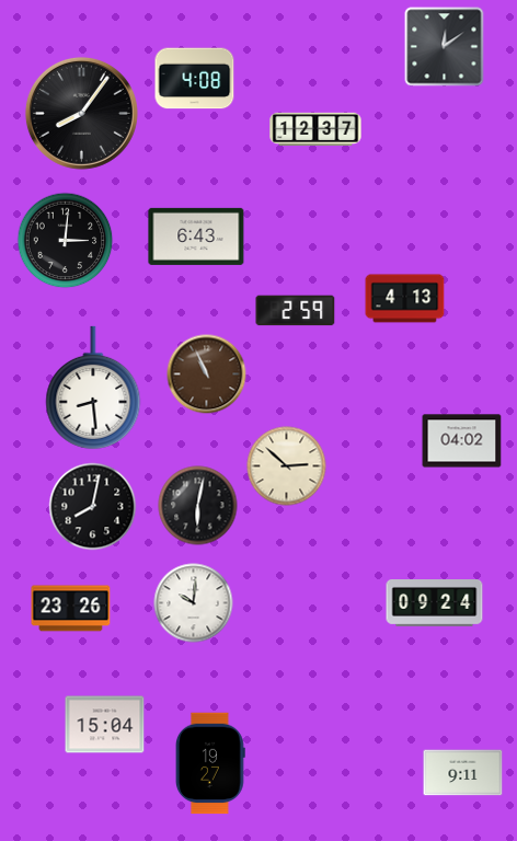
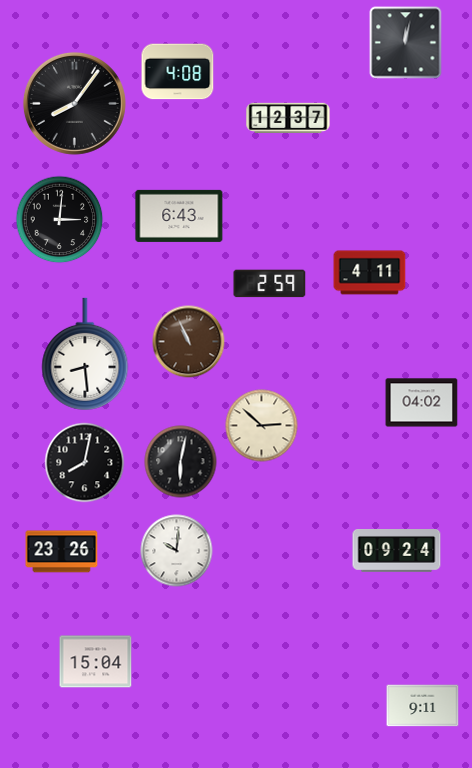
clock at (445, 47): 12:09 -> 12:02
clock at (405, 299): 4:13 -> 4:11
clock at (71, 609) position: (71, 609) -> (62, 552)
clock at (211, 763): 19:27 -> none
